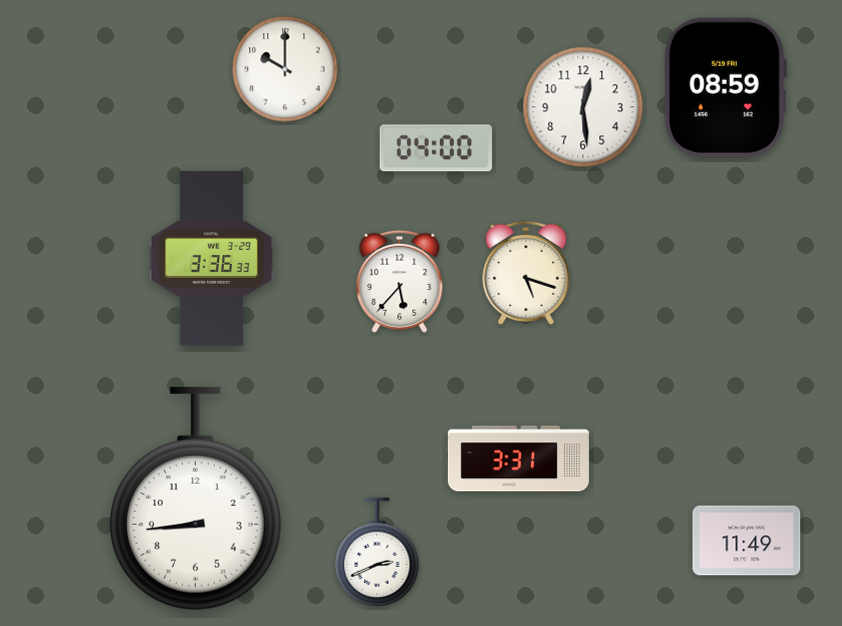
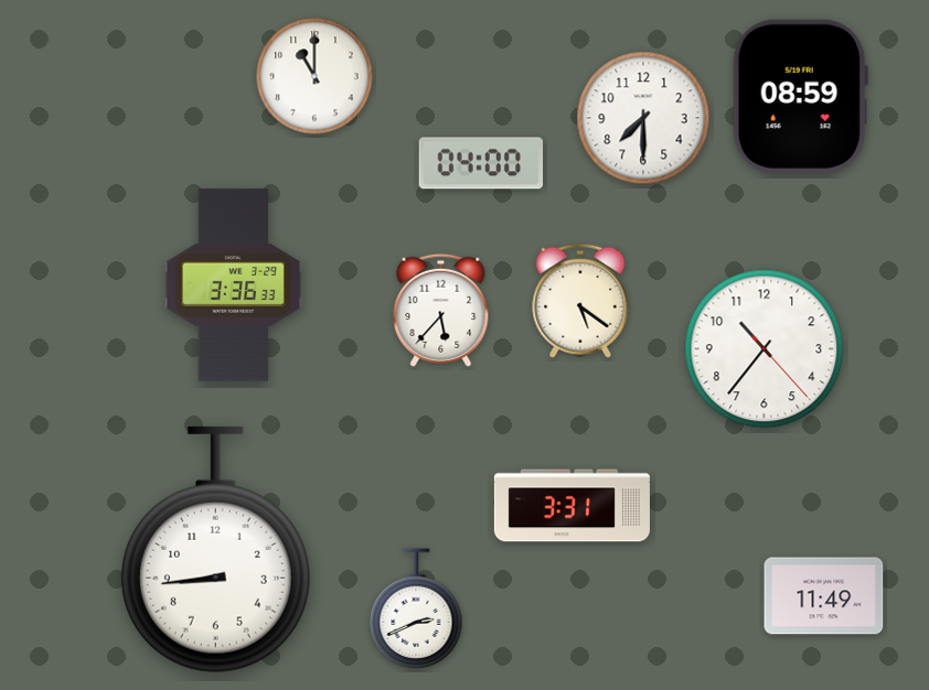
clock at (285, 69): 10:00 -> 11:00
clock at (583, 107): 12:29 -> 7:30
clock at (526, 273): 5:18 -> 5:21
clock at (765, 349): none -> 10:36
